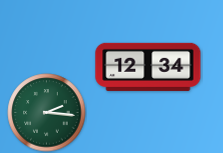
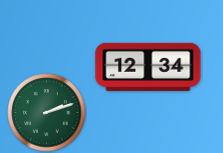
clock at (47, 113): 2:16 -> 2:12
